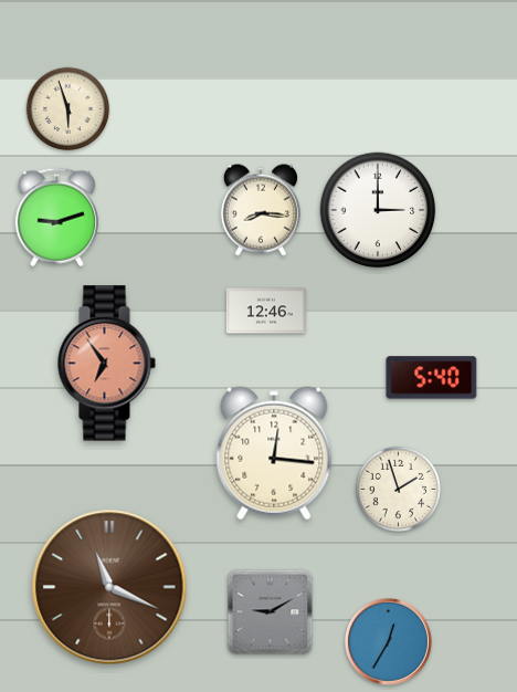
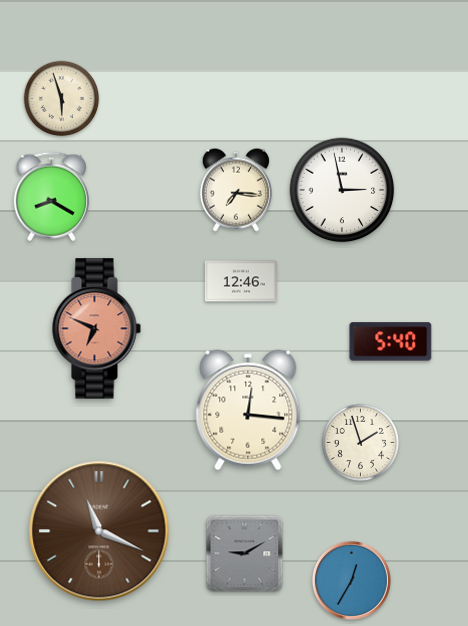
clock at (261, 210): 8:16 -> 7:16
clock at (378, 210): 3:00 -> 2:58
clock at (56, 218): 9:12 -> 8:20
clock at (106, 364): 6:54 -> 6:49
